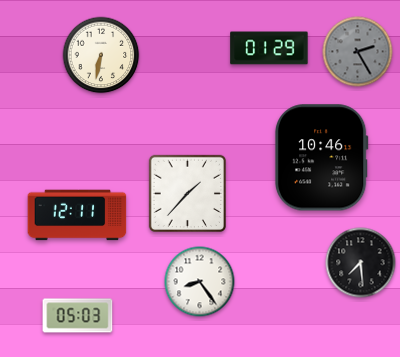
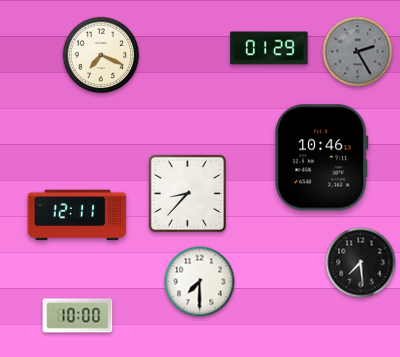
clock at (101, 55): 6:32 -> 7:19
clock at (187, 193): 1:37 -> 8:37
clock at (200, 282): 8:24 -> 7:30
clock at (78, 316): 05:03 -> 10:00
